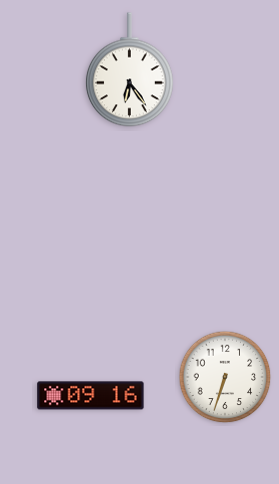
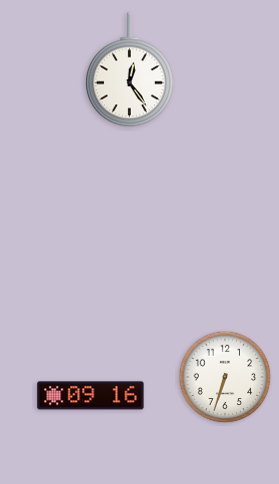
clock at (129, 70): 6:24 -> 12:24
